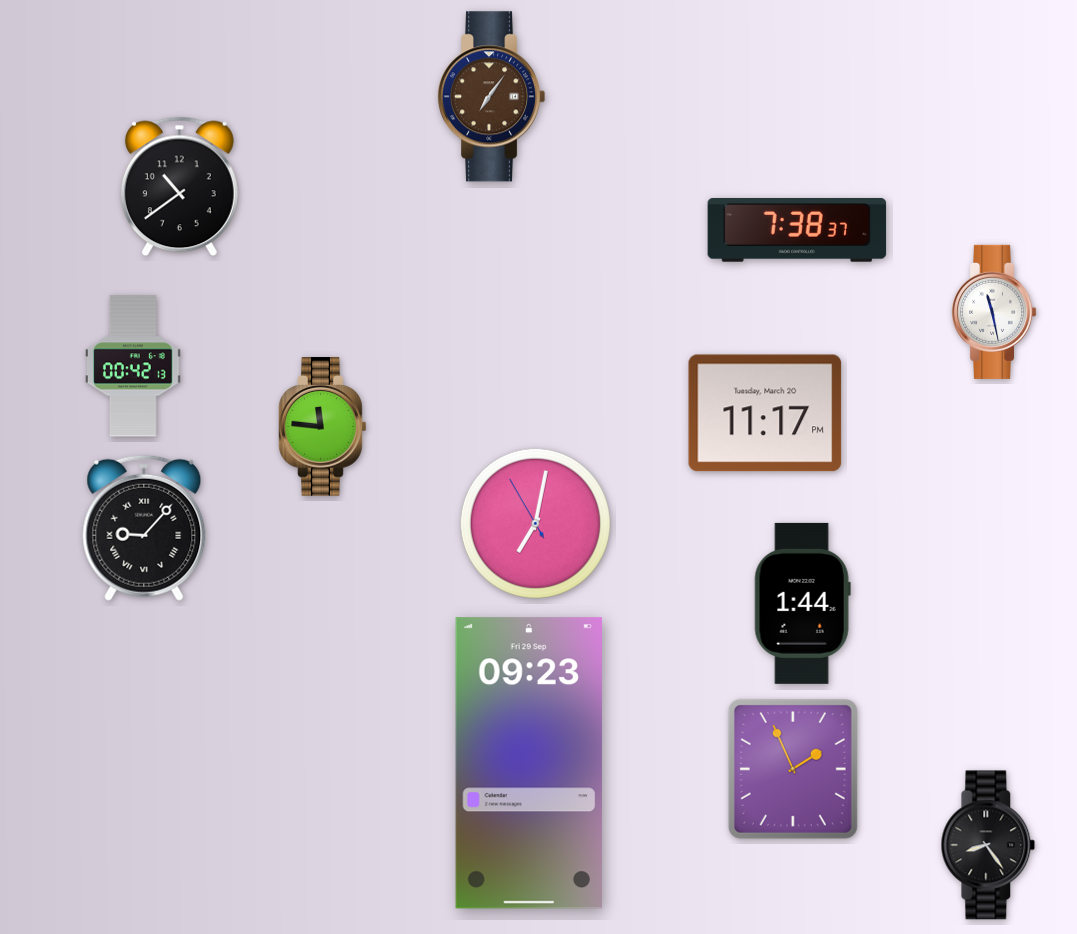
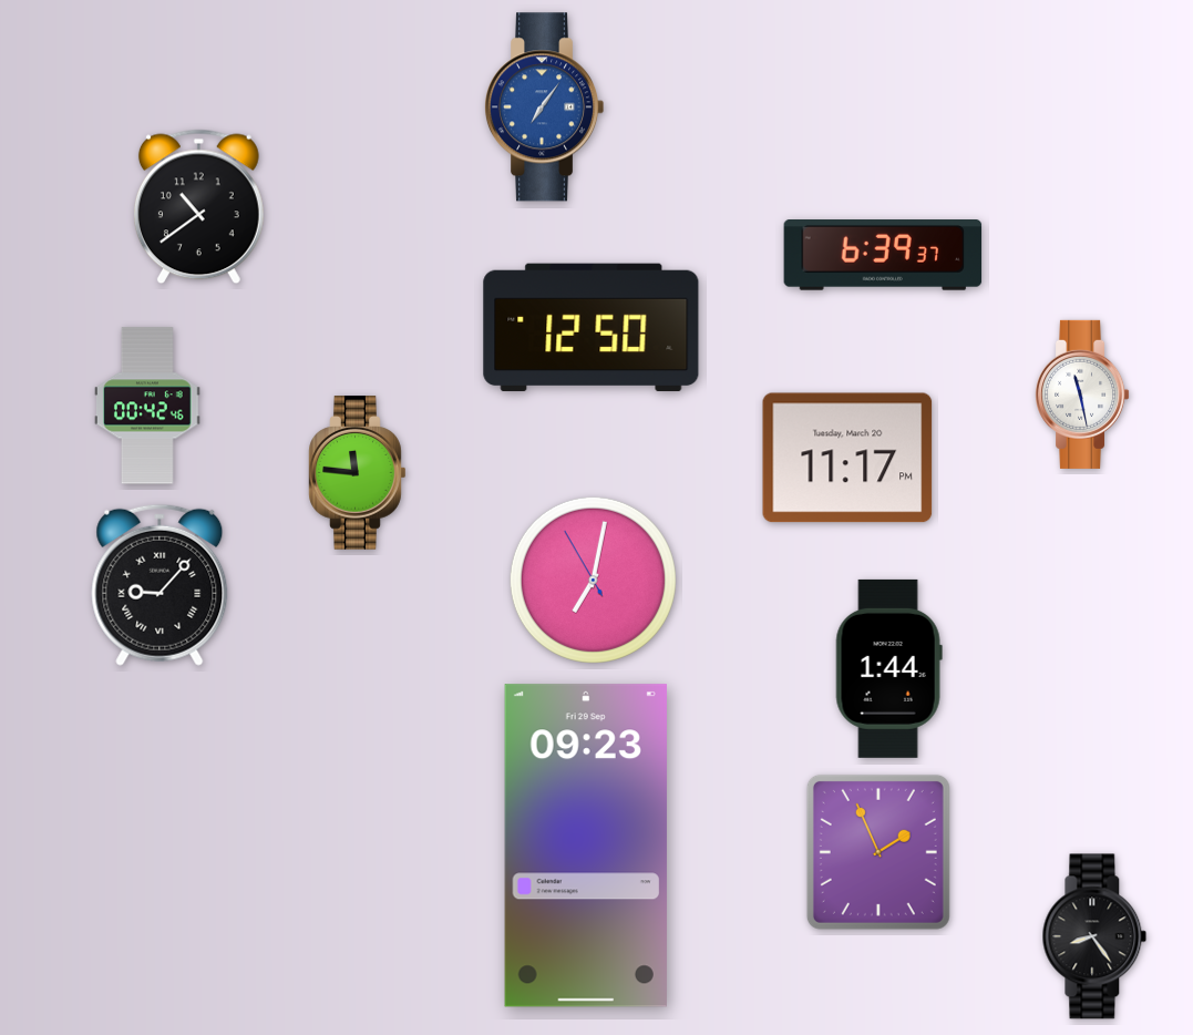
clock at (491, 97) dial: brown -> blue
clock at (797, 231): 7:38 -> 6:39
clock at (592, 328): none -> 12:50
clock at (994, 312) position: (994, 312) -> (1082, 394)
clock at (134, 366): 00:42:13 -> 00:42:46
